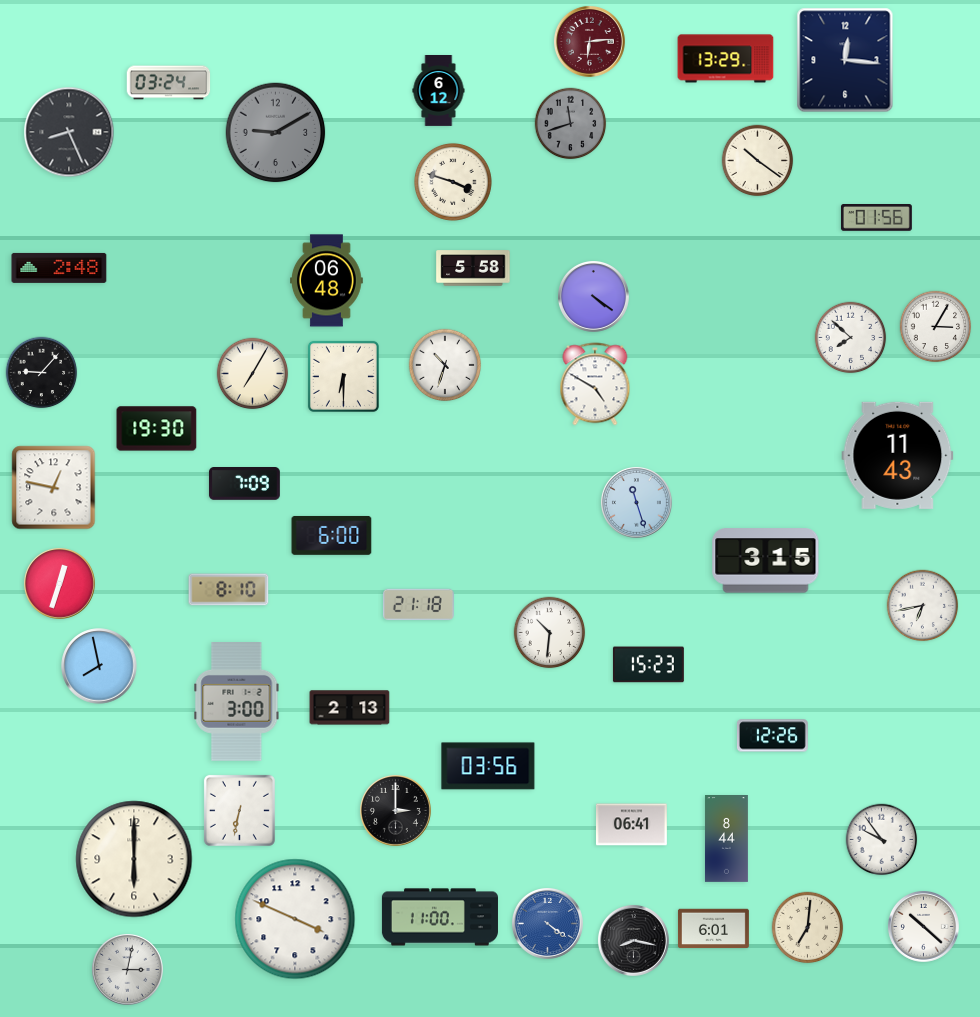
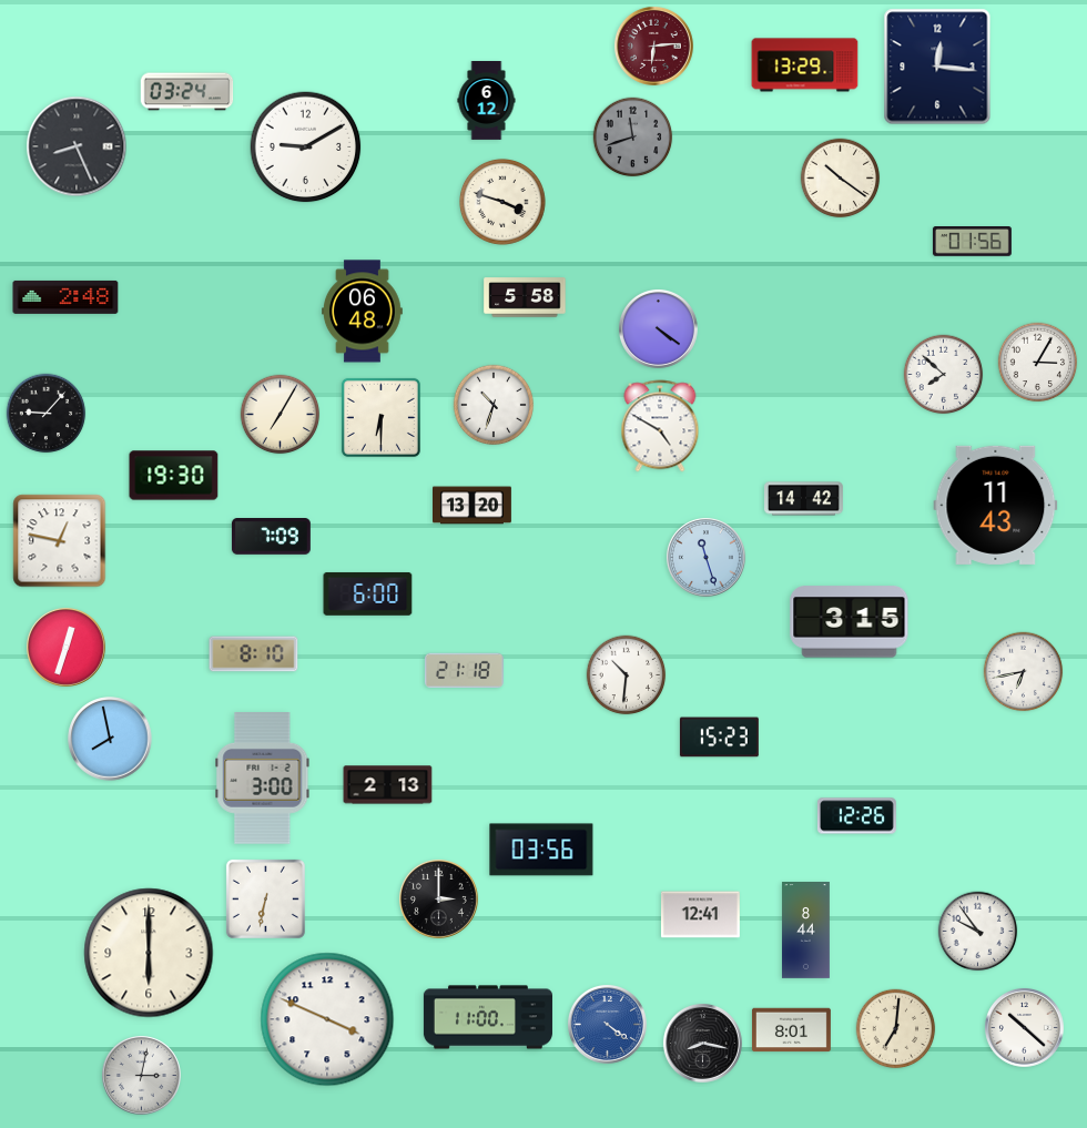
clock at (276, 133) dial: grey -> white
clock at (804, 499): none -> 14:42
clock at (473, 506): none -> 13:20
clock at (550, 633) position: (550, 633) -> (627, 675)
clock at (631, 825): 06:41 -> 12:41
clock at (714, 929): 6:01 -> 8:01
